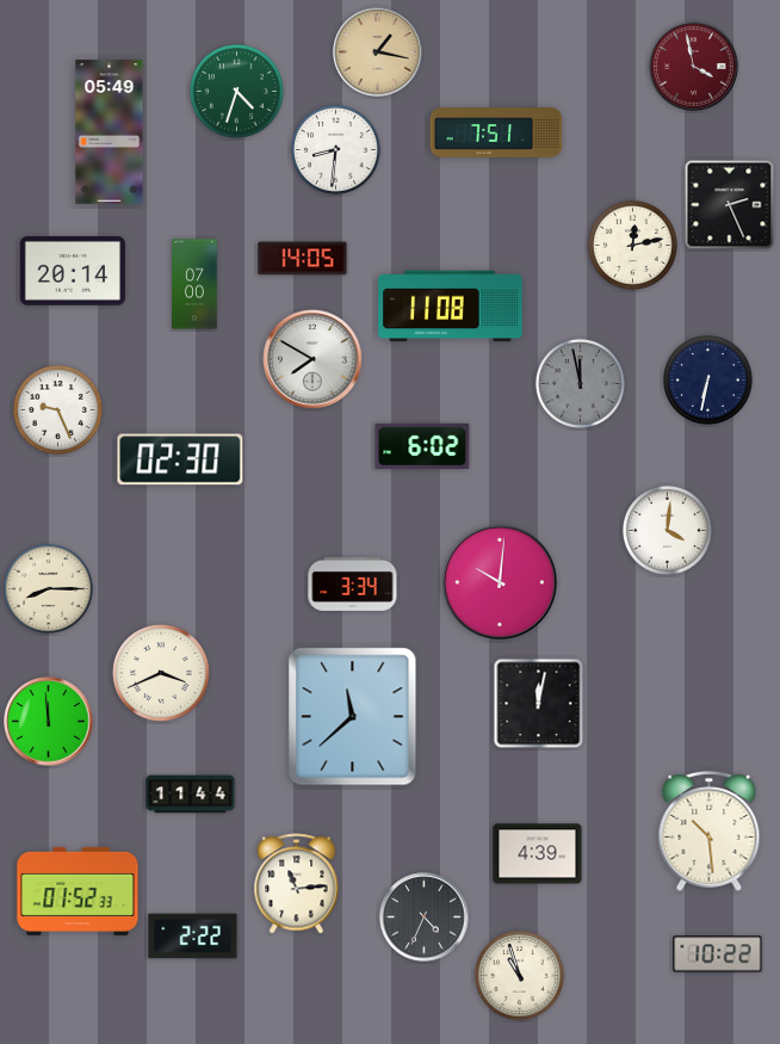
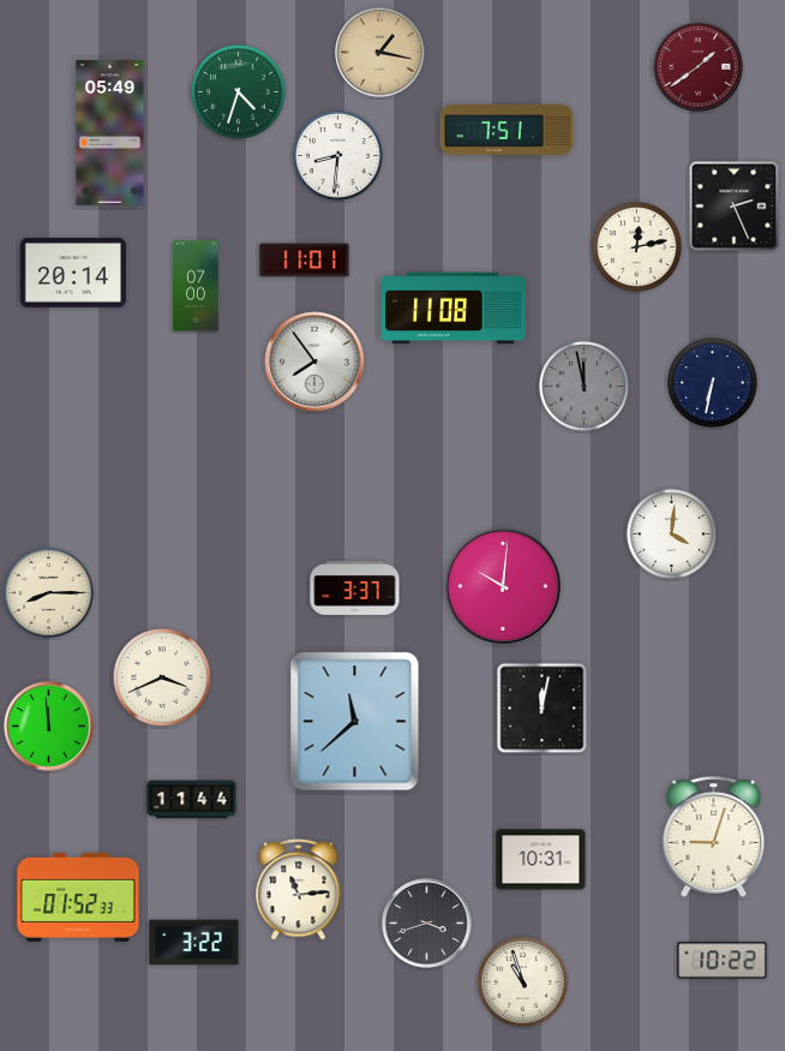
clock at (694, 67): 3:58 -> 1:39
clock at (496, 132) position: (496, 132) -> (507, 130)
clock at (335, 149) position: (335, 149) -> (337, 155)
clock at (303, 259): 14:05 -> 11:01
clock at (312, 359): 7:50 -> 7:54
clock at (57, 409): 9:26 -> none
clock at (422, 445): 6:02 -> none
clock at (180, 459): 02:30 -> none
clock at (353, 583): 3:34 -> 3:37
clock at (710, 832): 10:29 -> 9:03
clock at (538, 854): 4:39 -> 10:31
clock at (425, 918): 4:34 -> 3:42
clock at (193, 937): 2:22 -> 3:22
